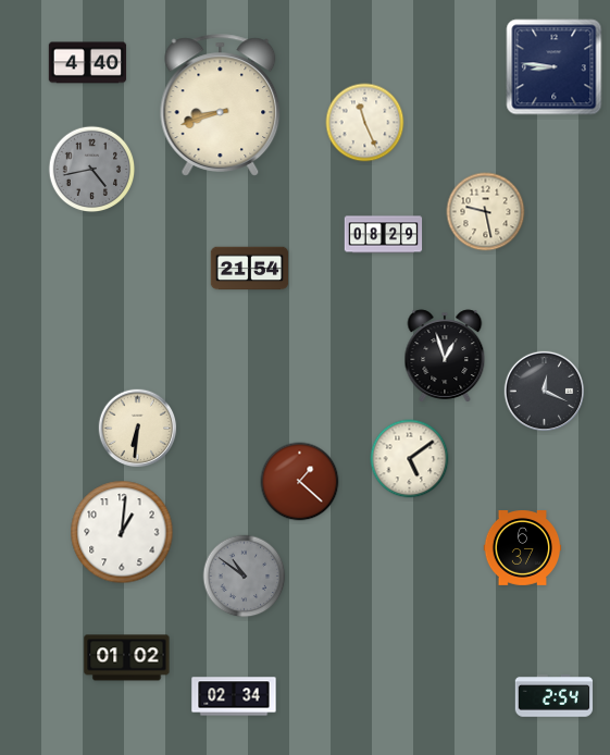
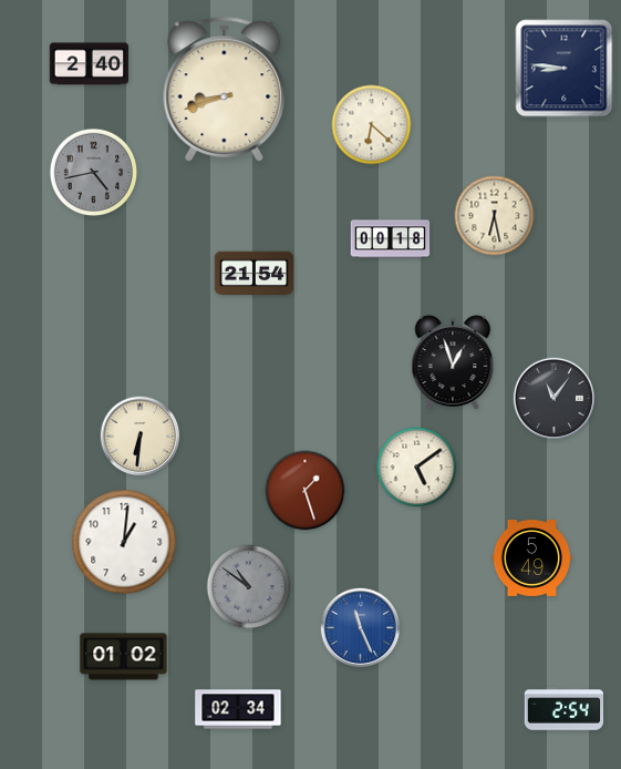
clock at (88, 63): 4:40 -> 2:40
clock at (221, 106) position: (221, 106) -> (225, 90)
clock at (365, 123): 11:26 -> 6:22
clock at (486, 212): 9:28 -> 6:28
clock at (384, 235): 08:29 -> 00:18
clock at (544, 391): 12:19 -> 11:06
clock at (300, 482): 1:22 -> 1:27
clock at (523, 548): 6:37 -> 5:49
clock at (361, 628): none -> 11:26
clock at (127, 658) position: (127, 658) -> (124, 657)
